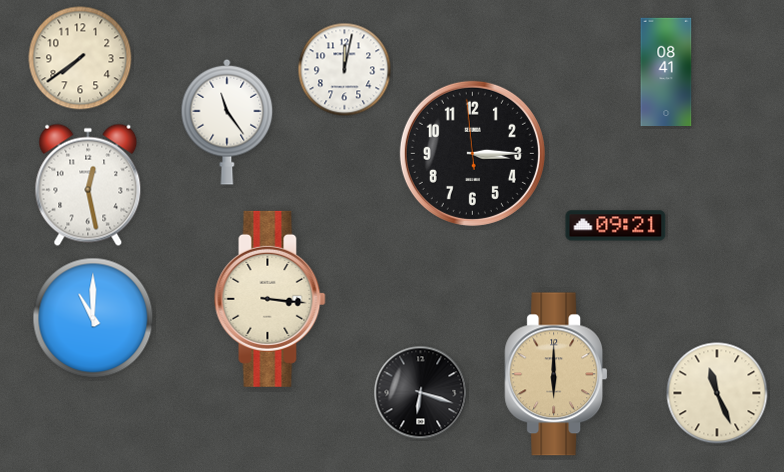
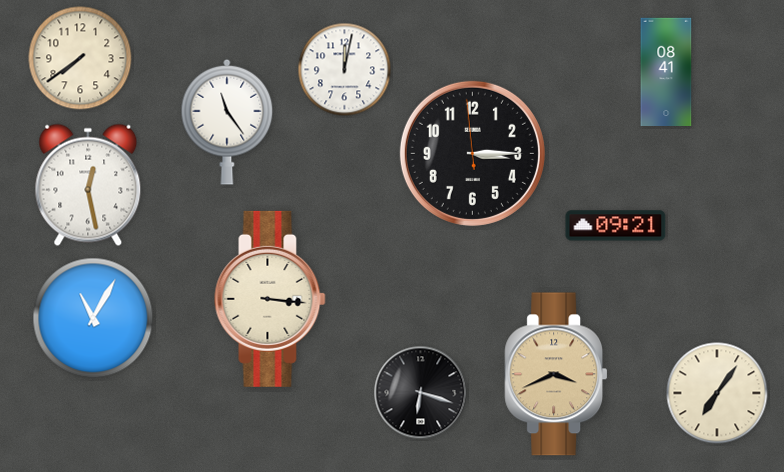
clock at (93, 318): 11:00 -> 11:05
clock at (556, 374): 6:00 -> 3:41
clock at (717, 393): 11:26 -> 7:06
